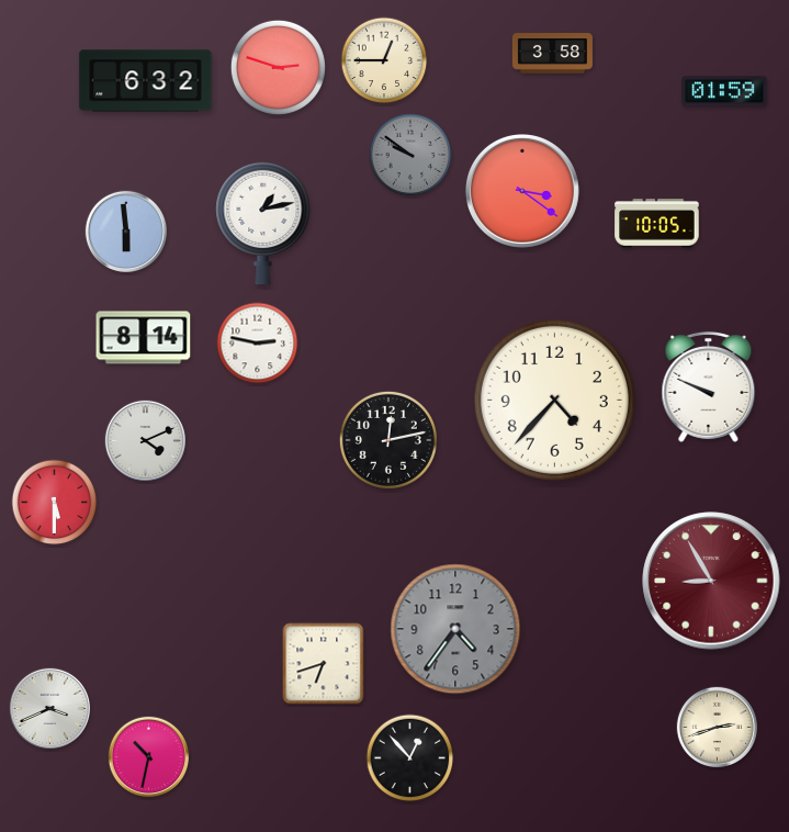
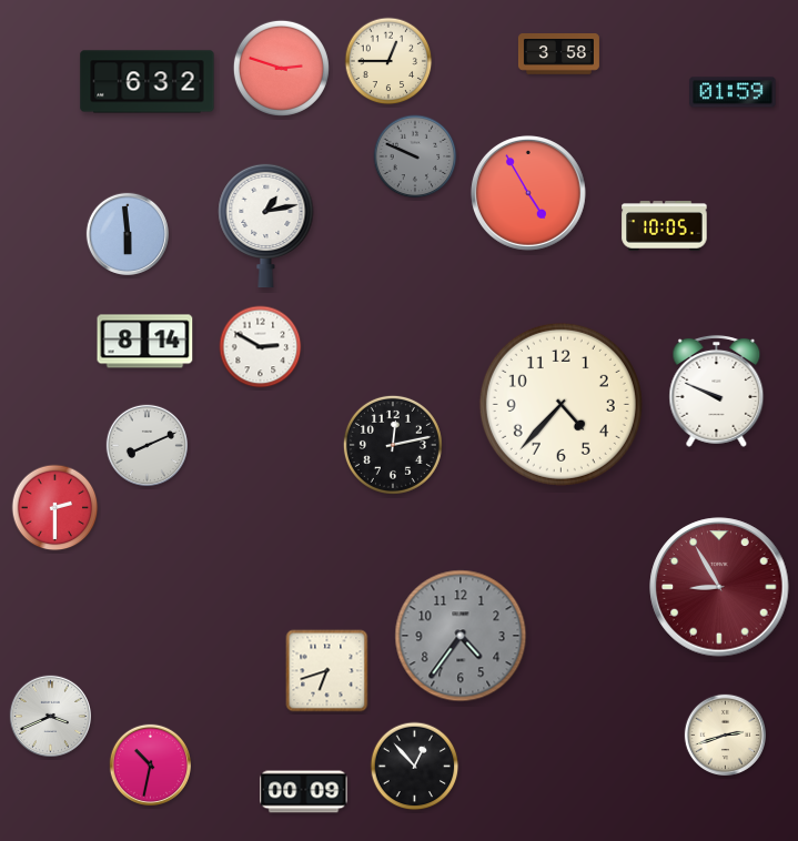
clock at (410, 155): 9:51 -> 9:49
clock at (522, 191): 3:21 -> 4:55
clock at (258, 344): 2:47 -> 2:50
clock at (145, 440): 4:11 -> 8:11
clock at (55, 503): 5:30 -> 2:30
clock at (304, 792): none -> 00:09
